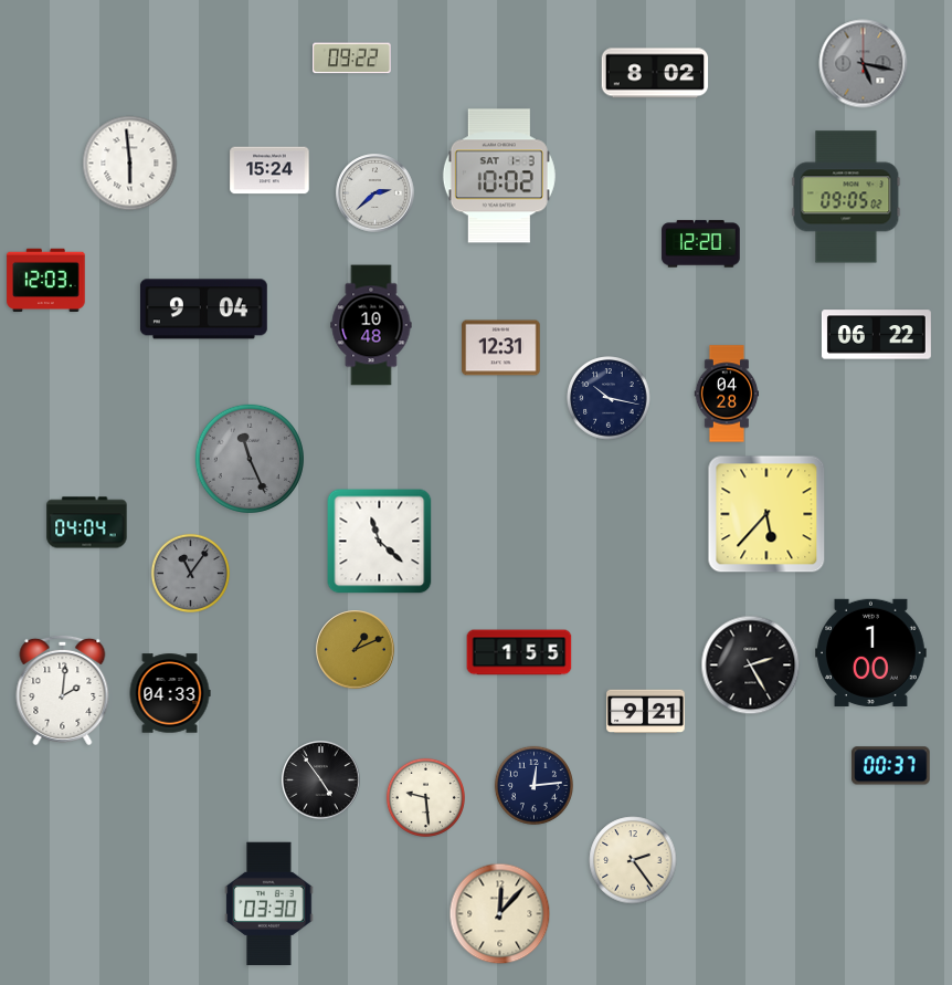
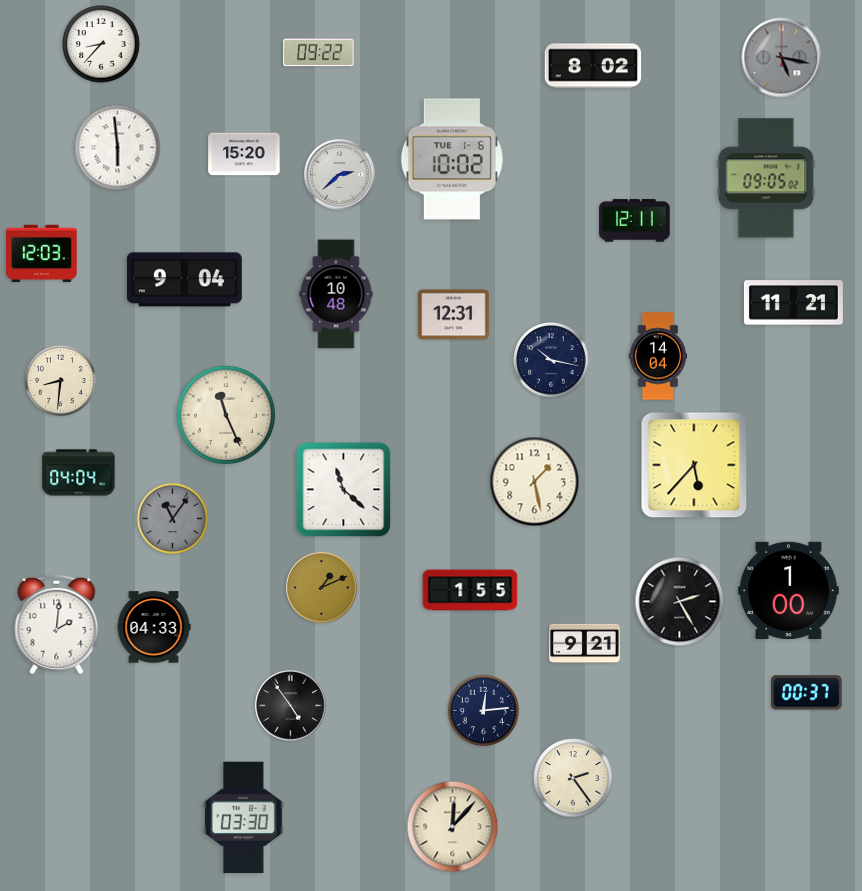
clock at (101, 44): none -> 8:37
clock at (269, 170): 15:24 -> 15:20
clock at (499, 176) date: SAT 1-3 -> TUE 1-6
clock at (701, 244): 12:20 -> 12:11
clock at (876, 335): 06:22 -> 11:21
clock at (727, 394): 04:28 -> 14:04
clock at (60, 380): none -> 8:31
clock at (250, 459) dial: grey -> cream
clock at (535, 482): none -> 1:28
clock at (425, 797): 9:29 -> none
